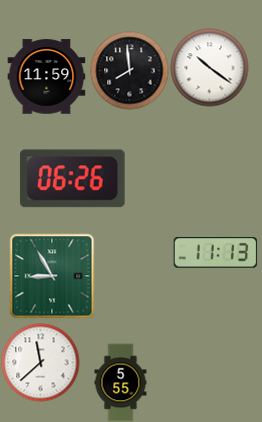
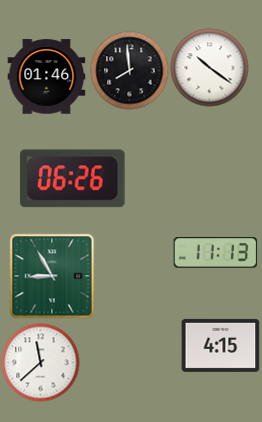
clock at (46, 77): 11:59 -> 01:46
clock at (220, 345): none -> 4:15
clock at (121, 382): 5:55 -> none
